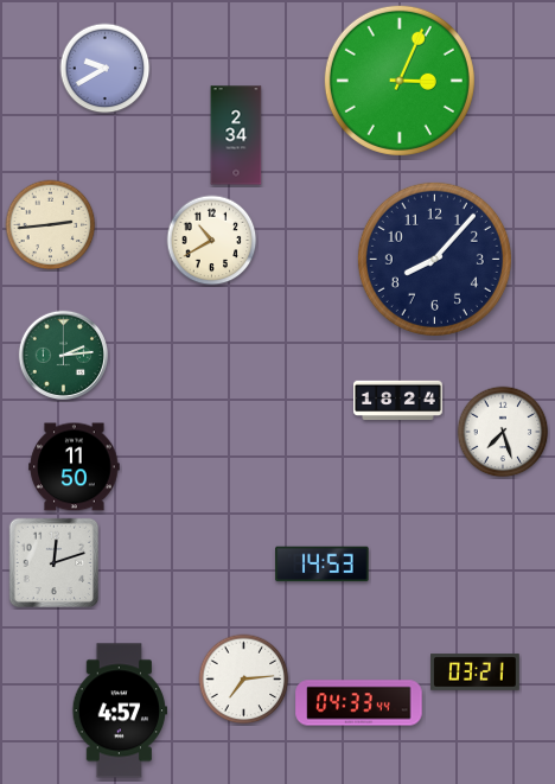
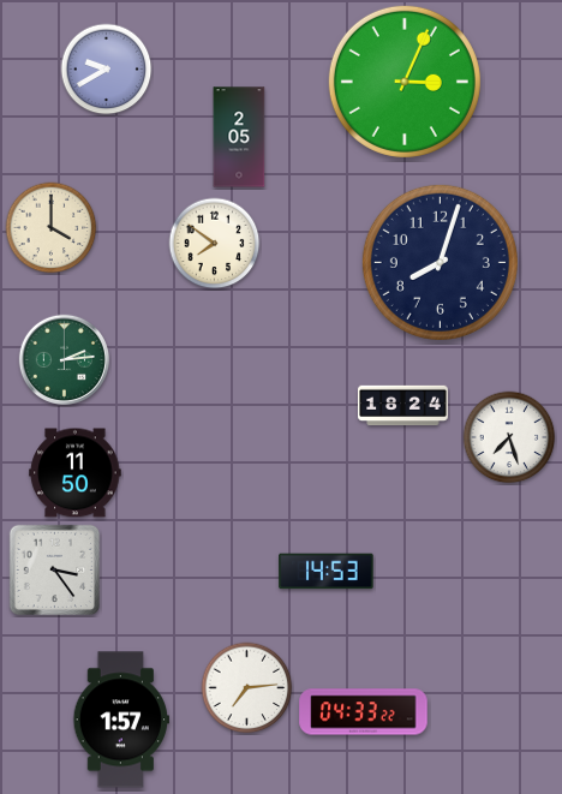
clock at (236, 135): 2:34 -> 2:05
clock at (51, 225): 2:44 -> 4:00
clock at (212, 241): 10:40 -> 7:51
clock at (434, 259): 8:07 -> 8:03
clock at (55, 563): 12:12 -> 3:24
clock at (476, 673): 03:21 -> none
clock at (359, 703): 04:33:44 -> 04:33:22
clock at (120, 710): 4:57 -> 1:57
